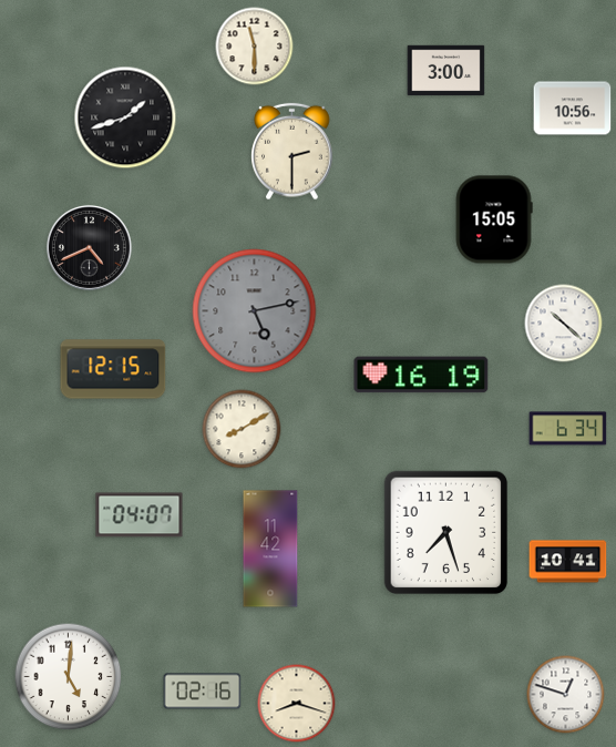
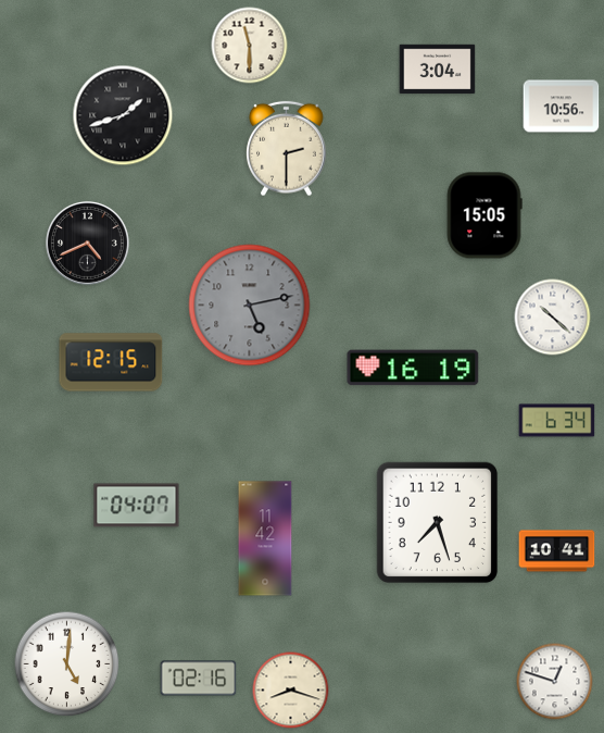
clock at (446, 71): 3:00 -> 3:04
clock at (242, 429): 8:10 -> none
